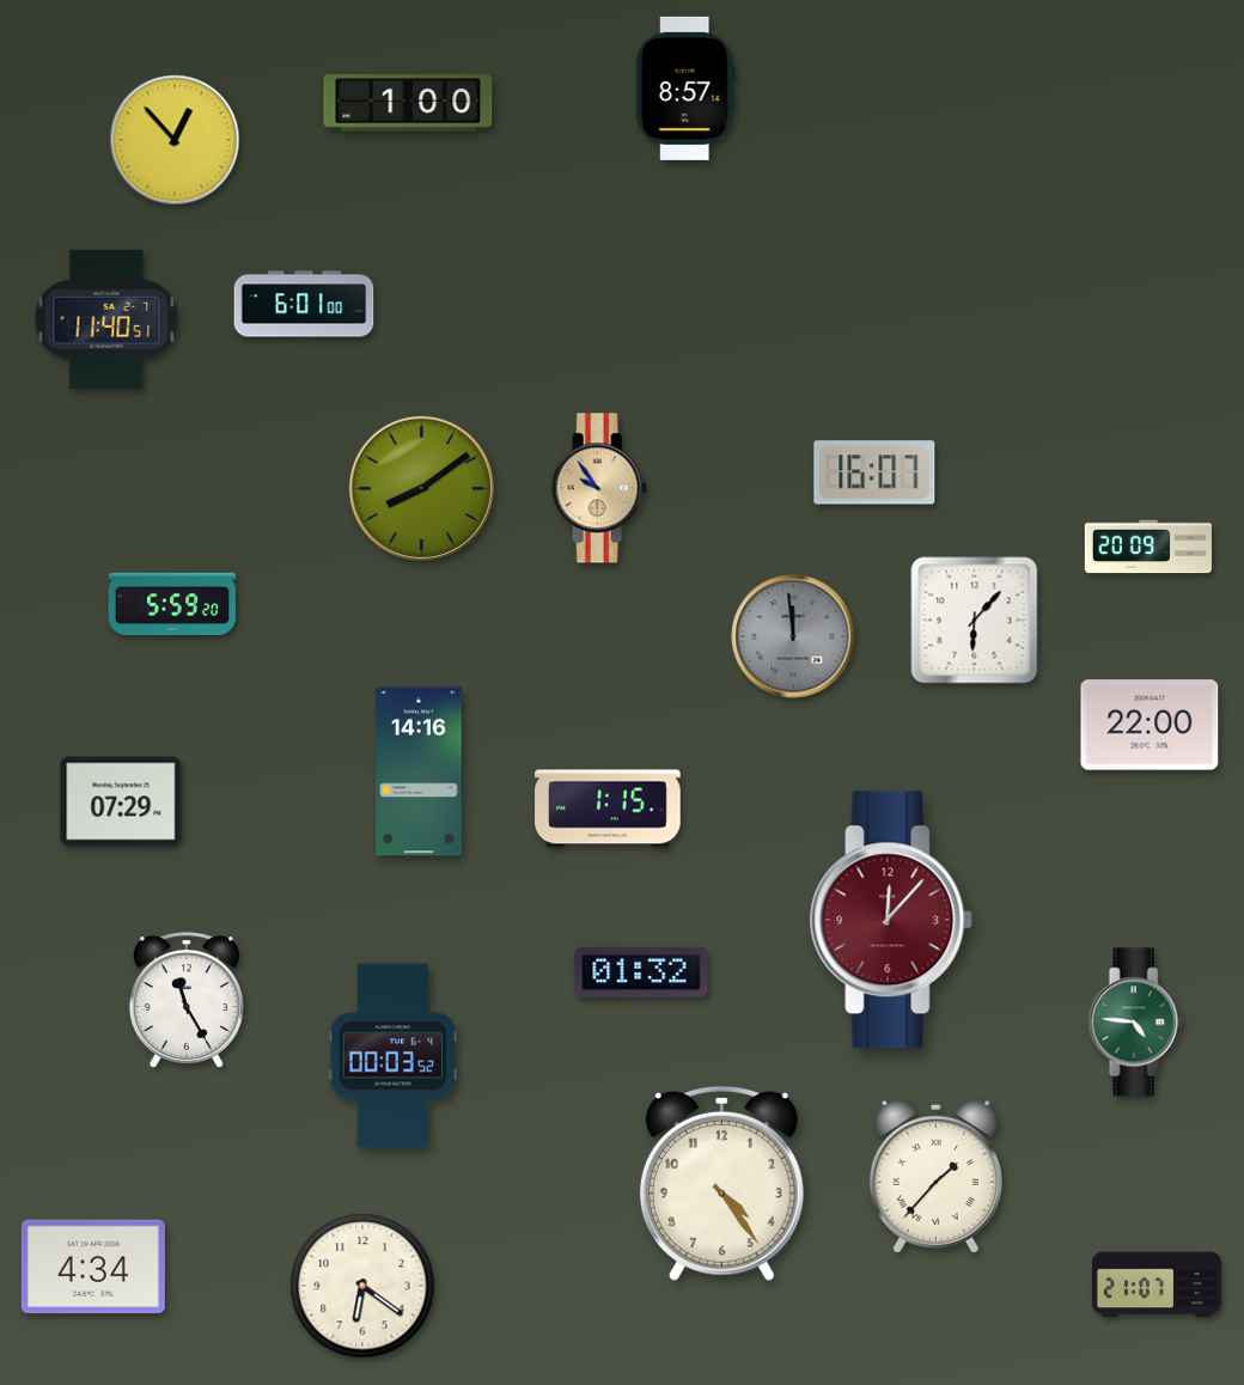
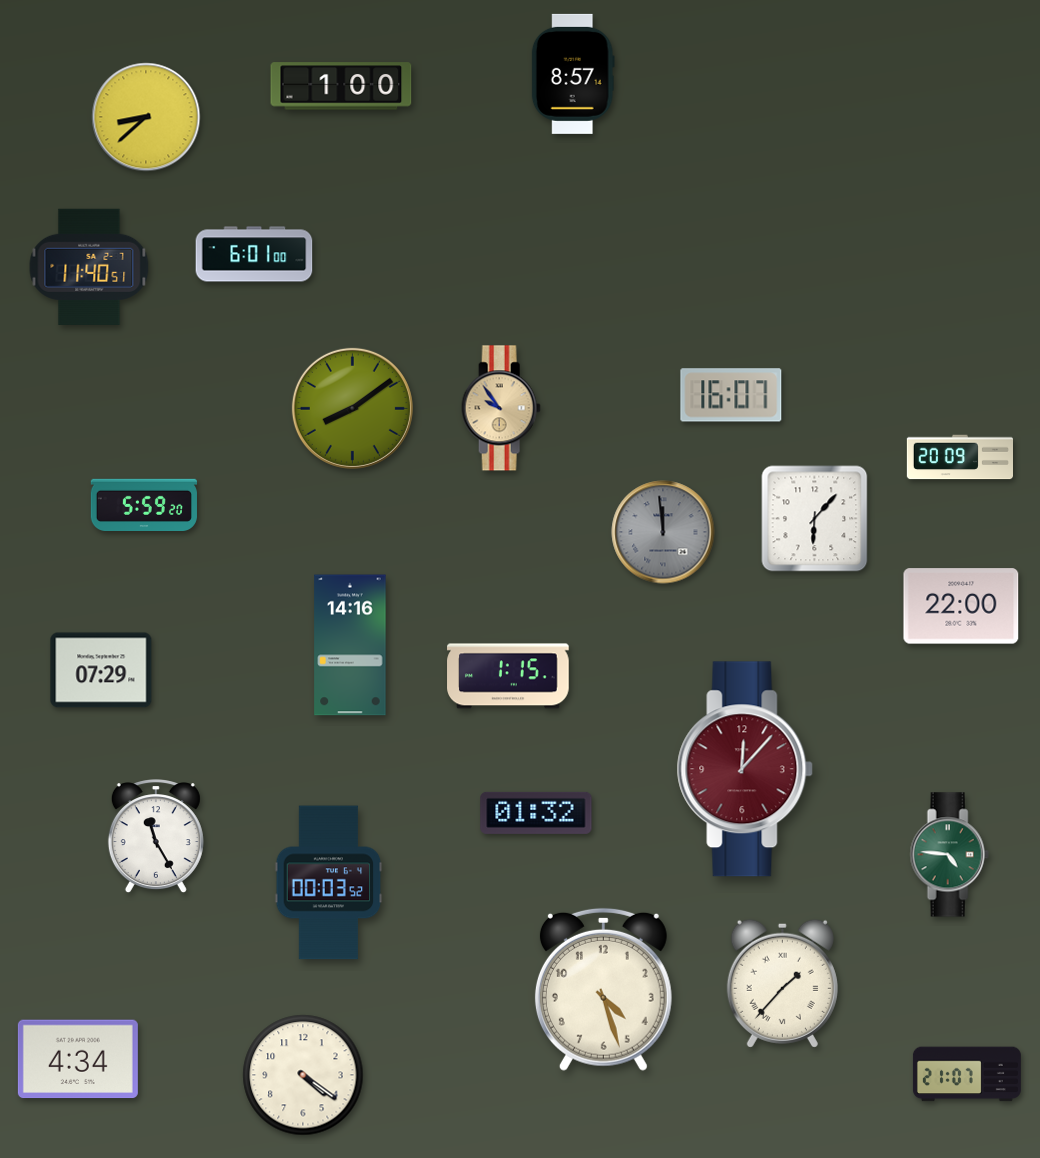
clock at (175, 140): 12:53 -> 8:38
clock at (721, 1183): 4:24 -> 4:27
clock at (362, 1286): 6:21 -> 4:21
